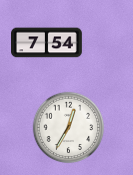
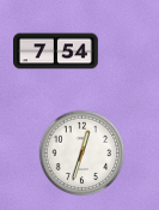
clock at (69, 128): 12:35 -> 12:33
